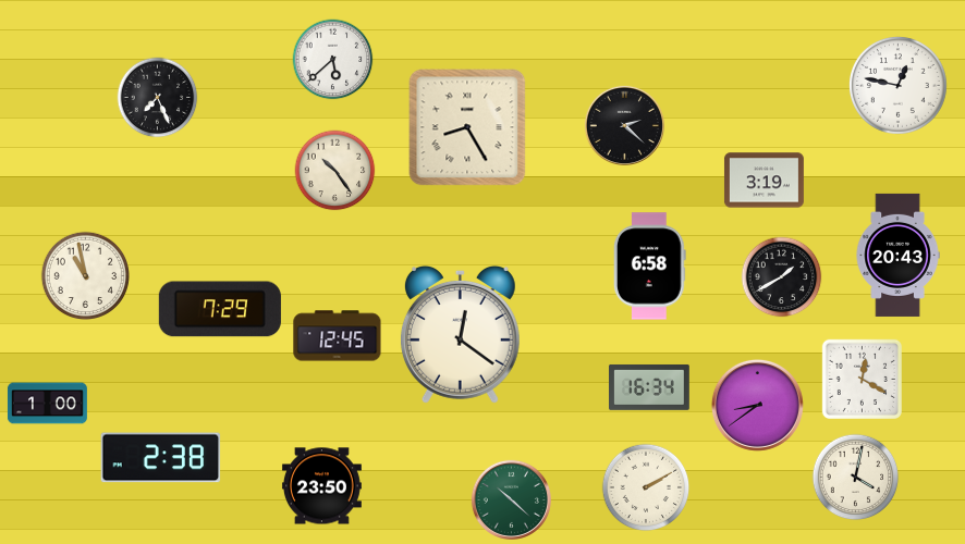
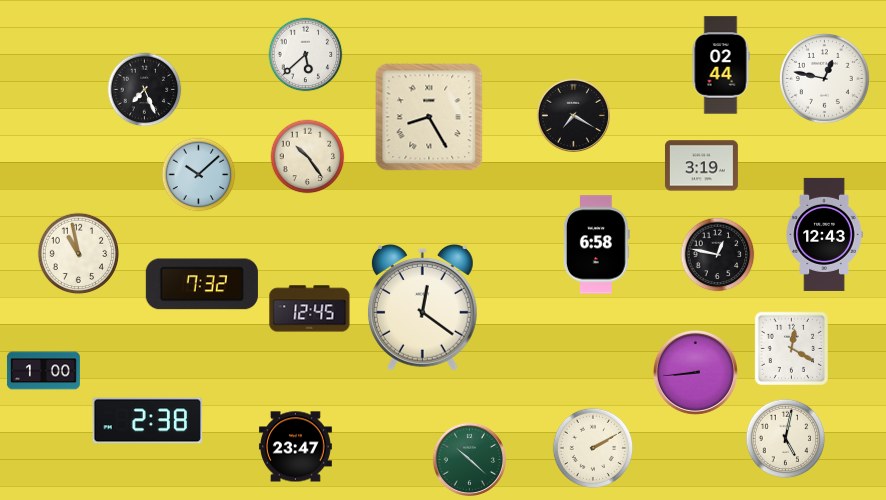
clock at (721, 65): none -> 02:44
clock at (624, 125): 2:22 -> 7:20
clock at (199, 175): none -> 10:08
clock at (897, 255): 20:43 -> 12:43
clock at (782, 277): 1:40 -> 12:47
clock at (220, 309): 7:29 -> 7:32
clock at (650, 387): 16:34 -> none
clock at (757, 405): 8:39 -> 8:44
clock at (856, 478): 4:02 -> 5:02
clock at (321, 486): 23:50 -> 23:47
